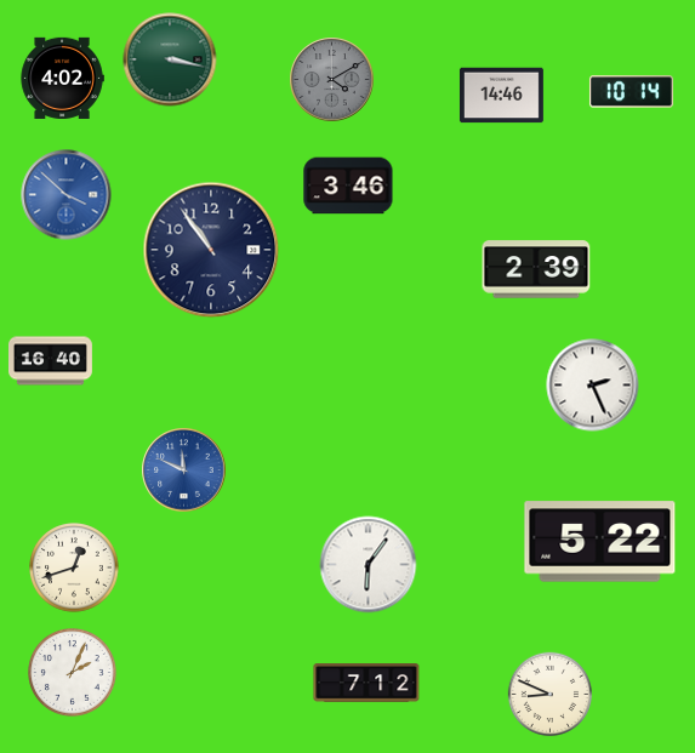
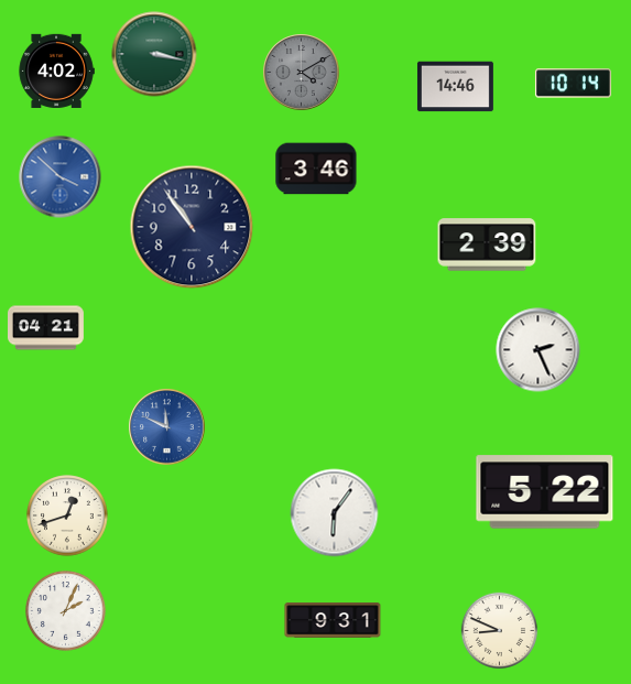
clock at (51, 361): 16:40 -> 04:21
clock at (366, 684): 7:12 -> 9:31
